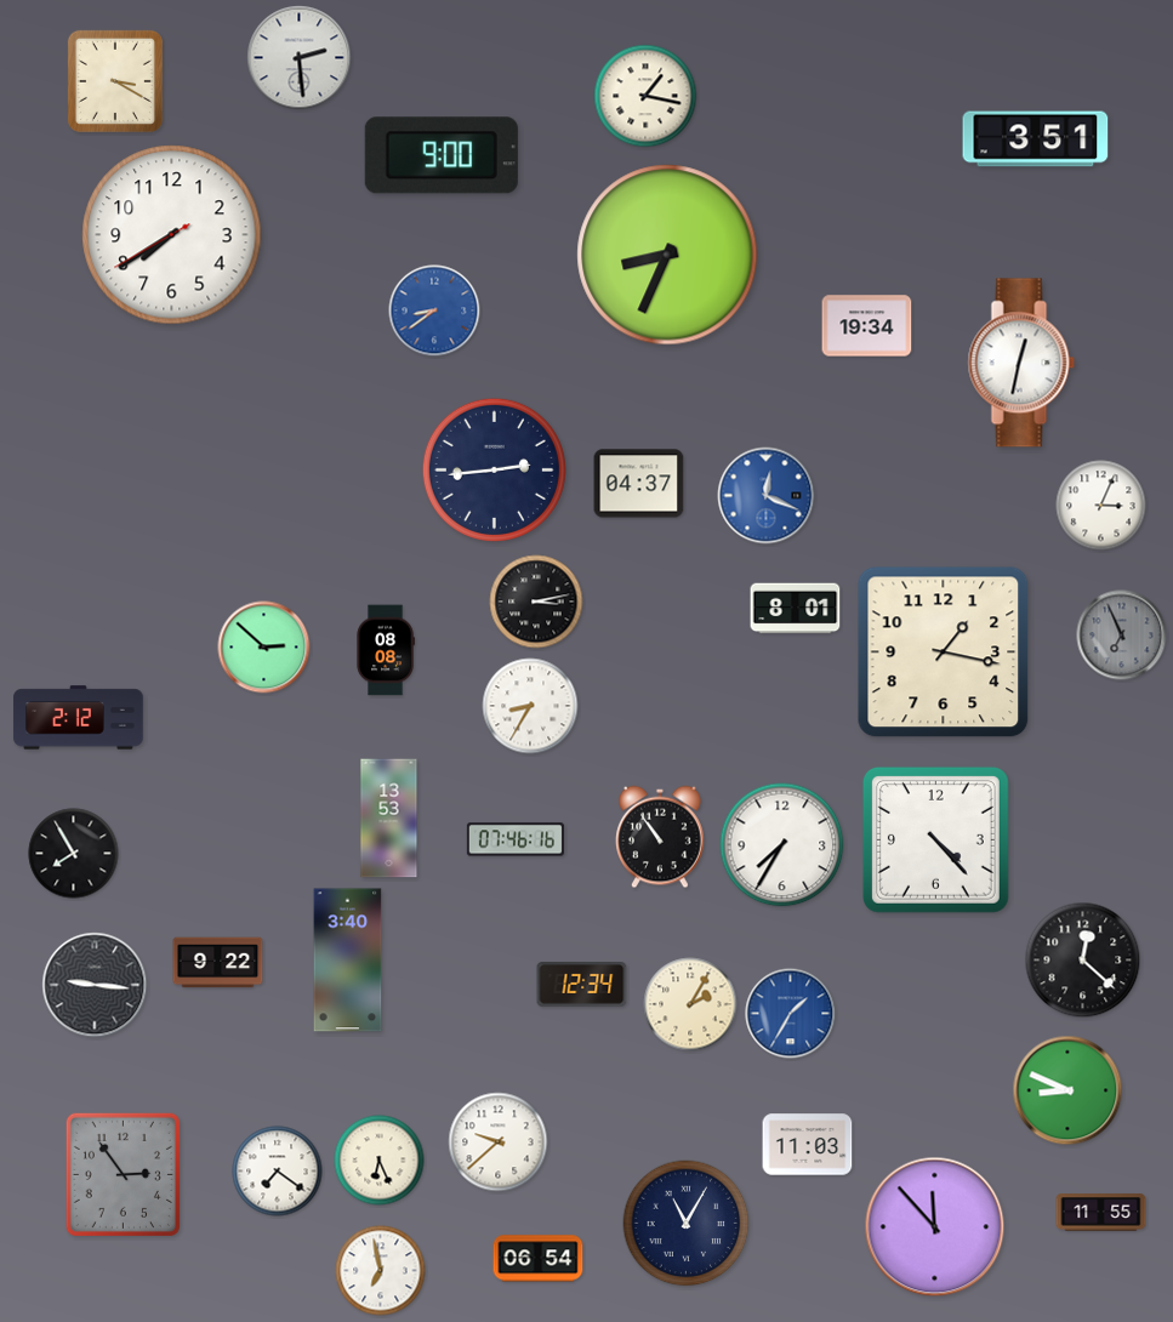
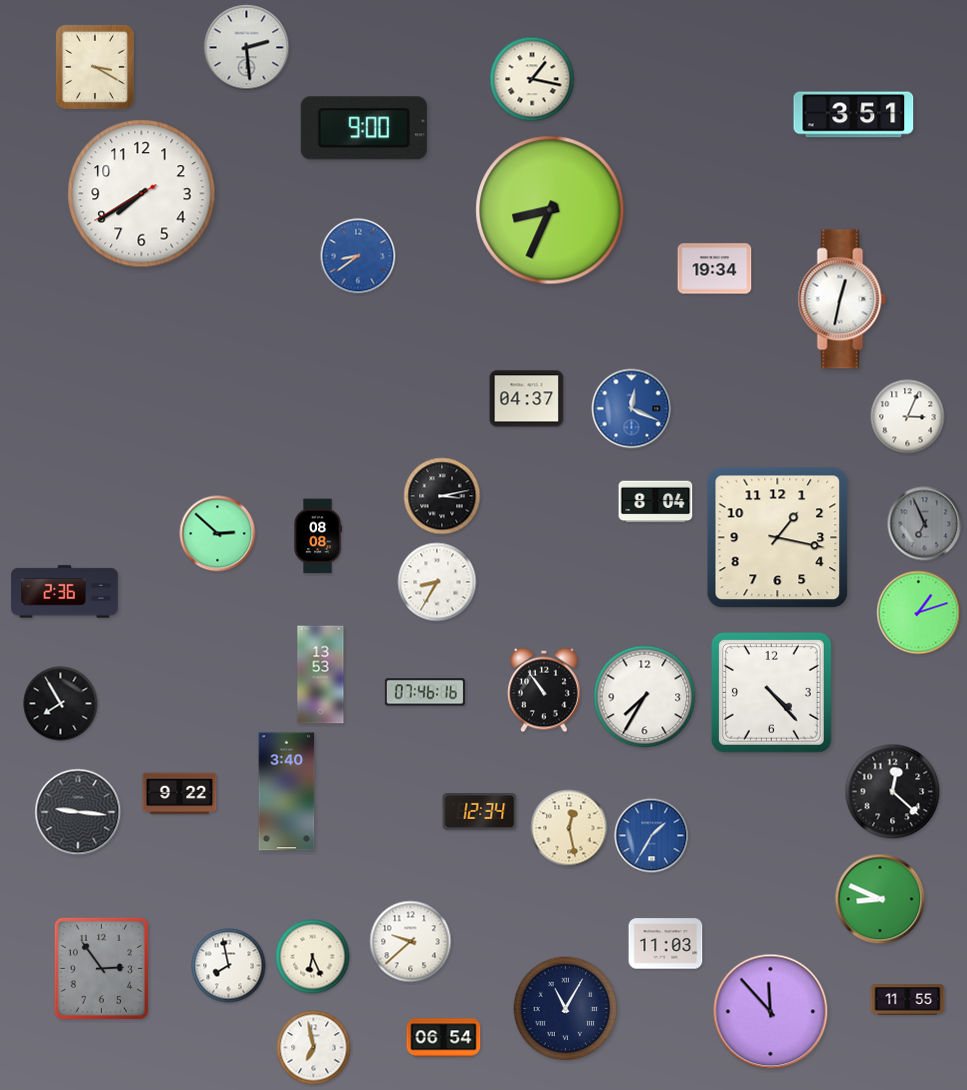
clock at (494, 469): 2:44 -> none
clock at (796, 609): 8:01 -> 8:04
clock at (79, 718): 2:12 -> 2:36
clock at (919, 613): none -> 1:12
clock at (690, 1004): 2:05 -> 12:28
clock at (278, 1172): 7:21 -> 7:58
